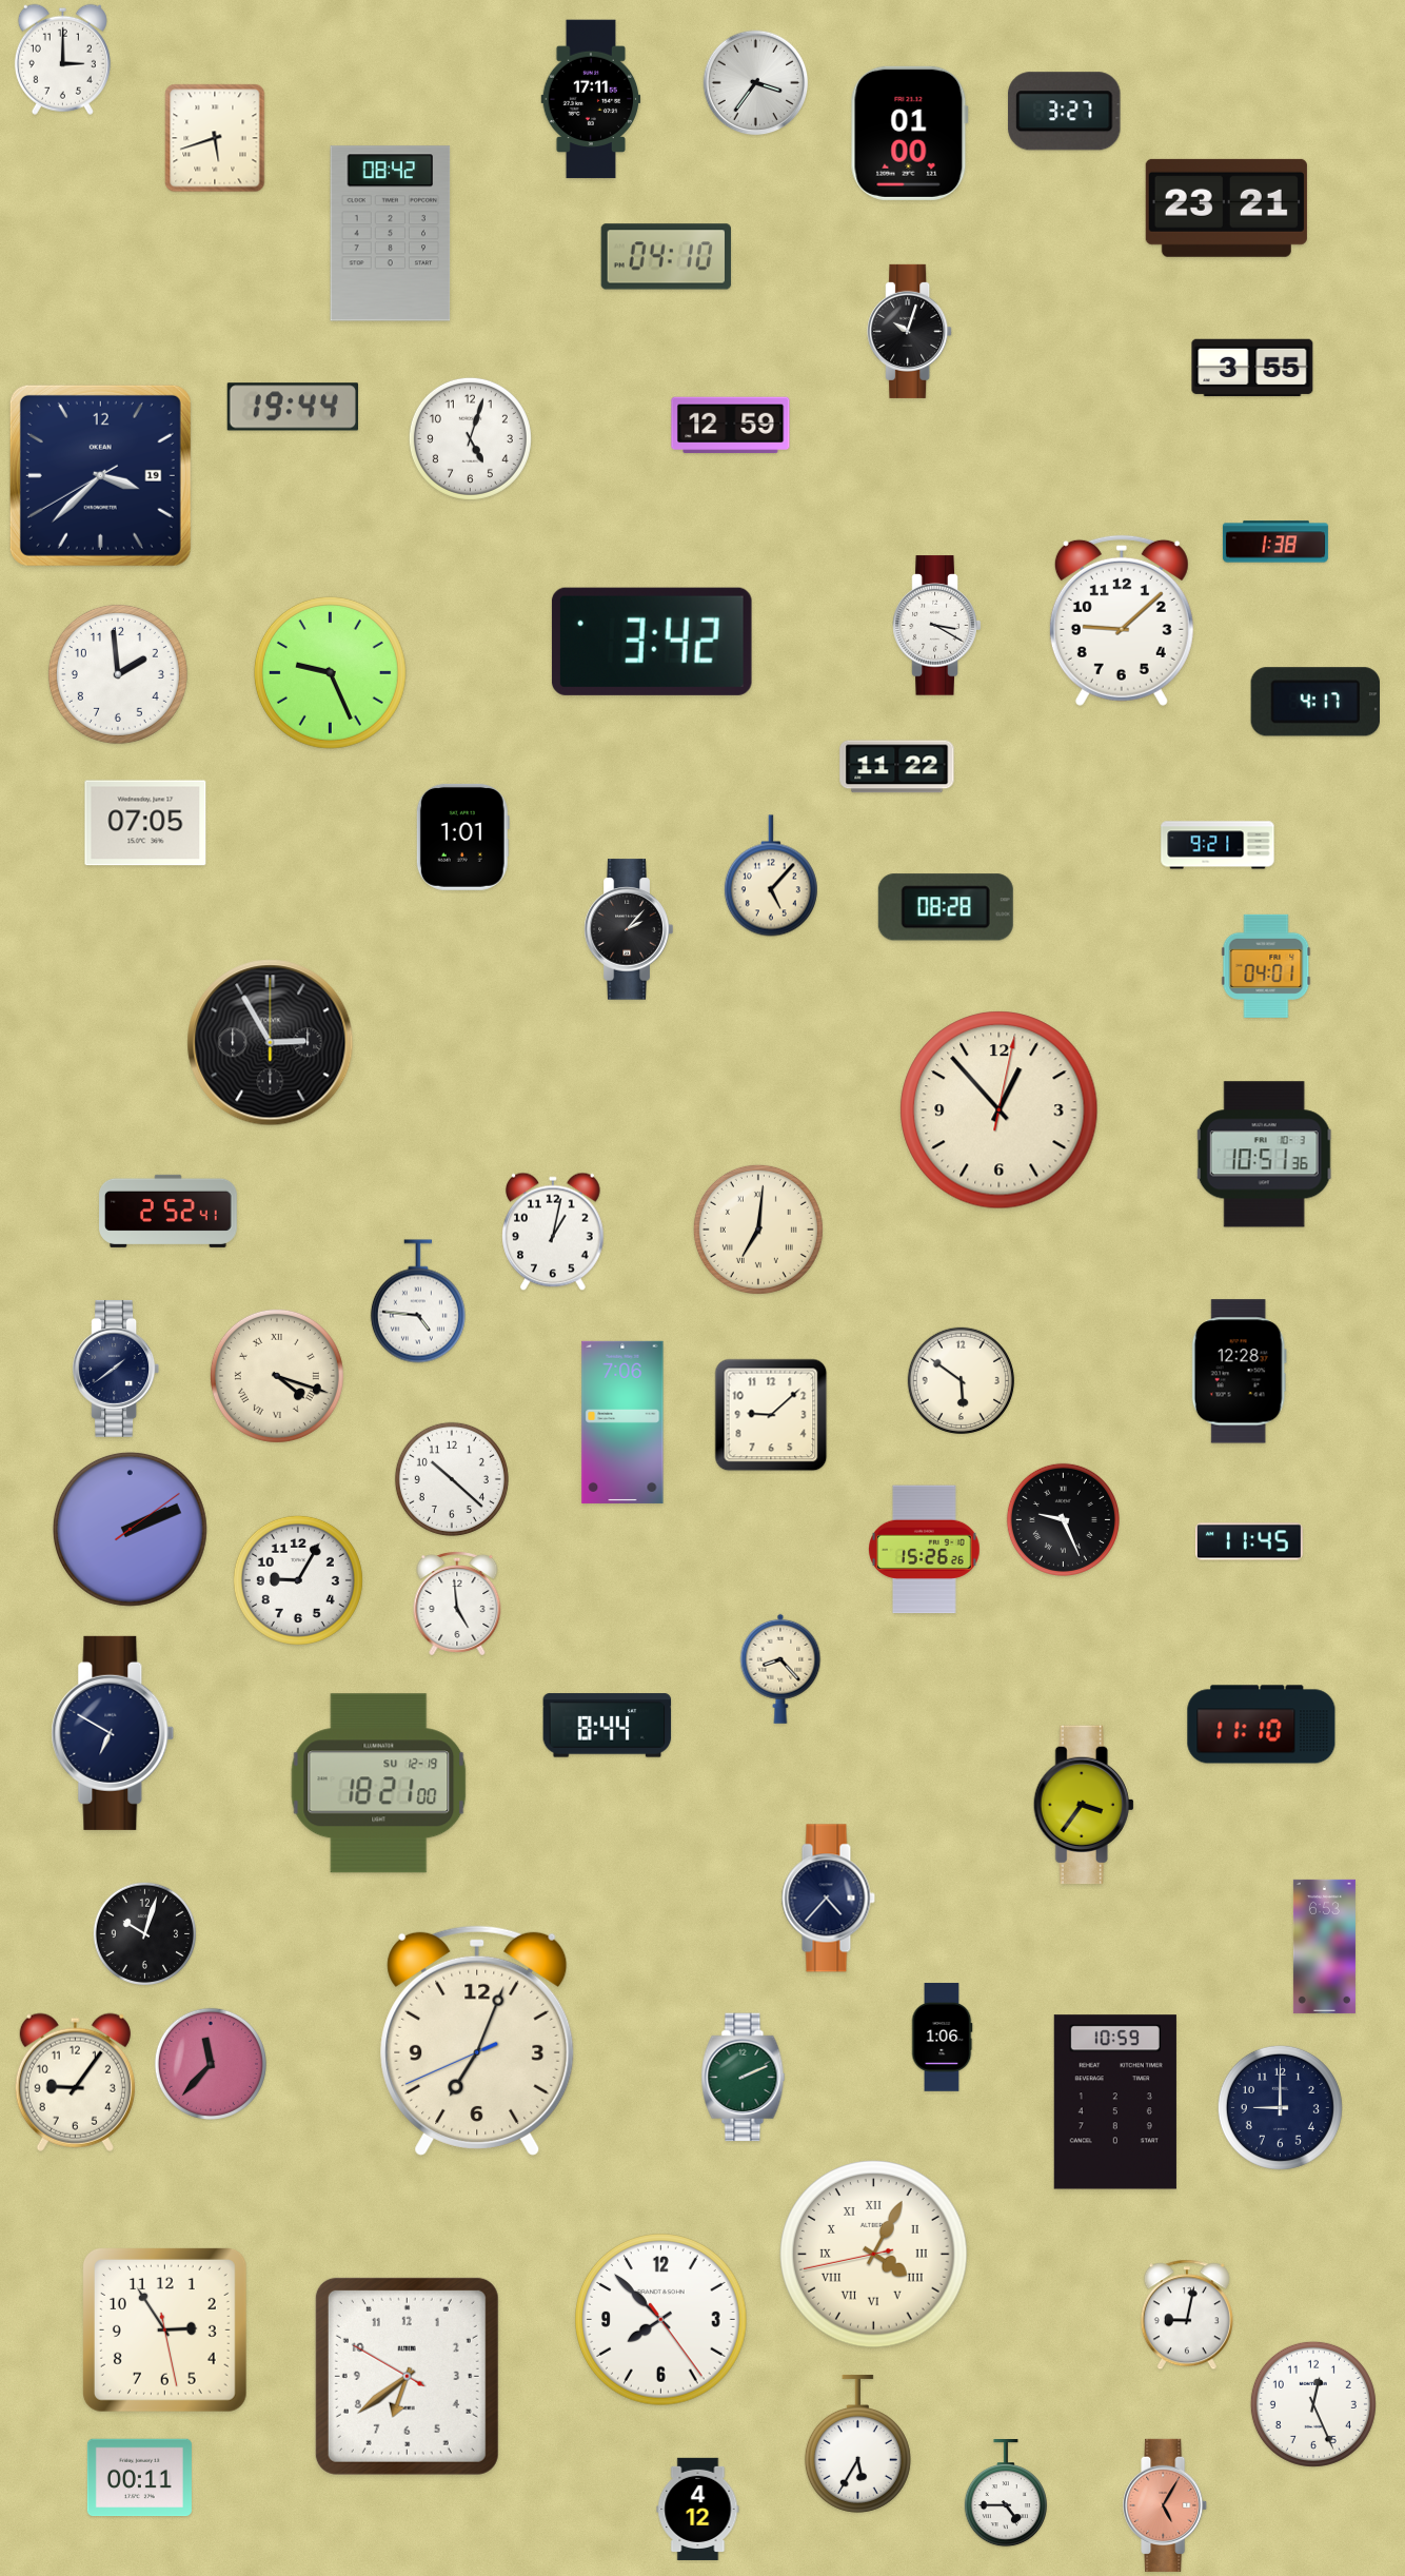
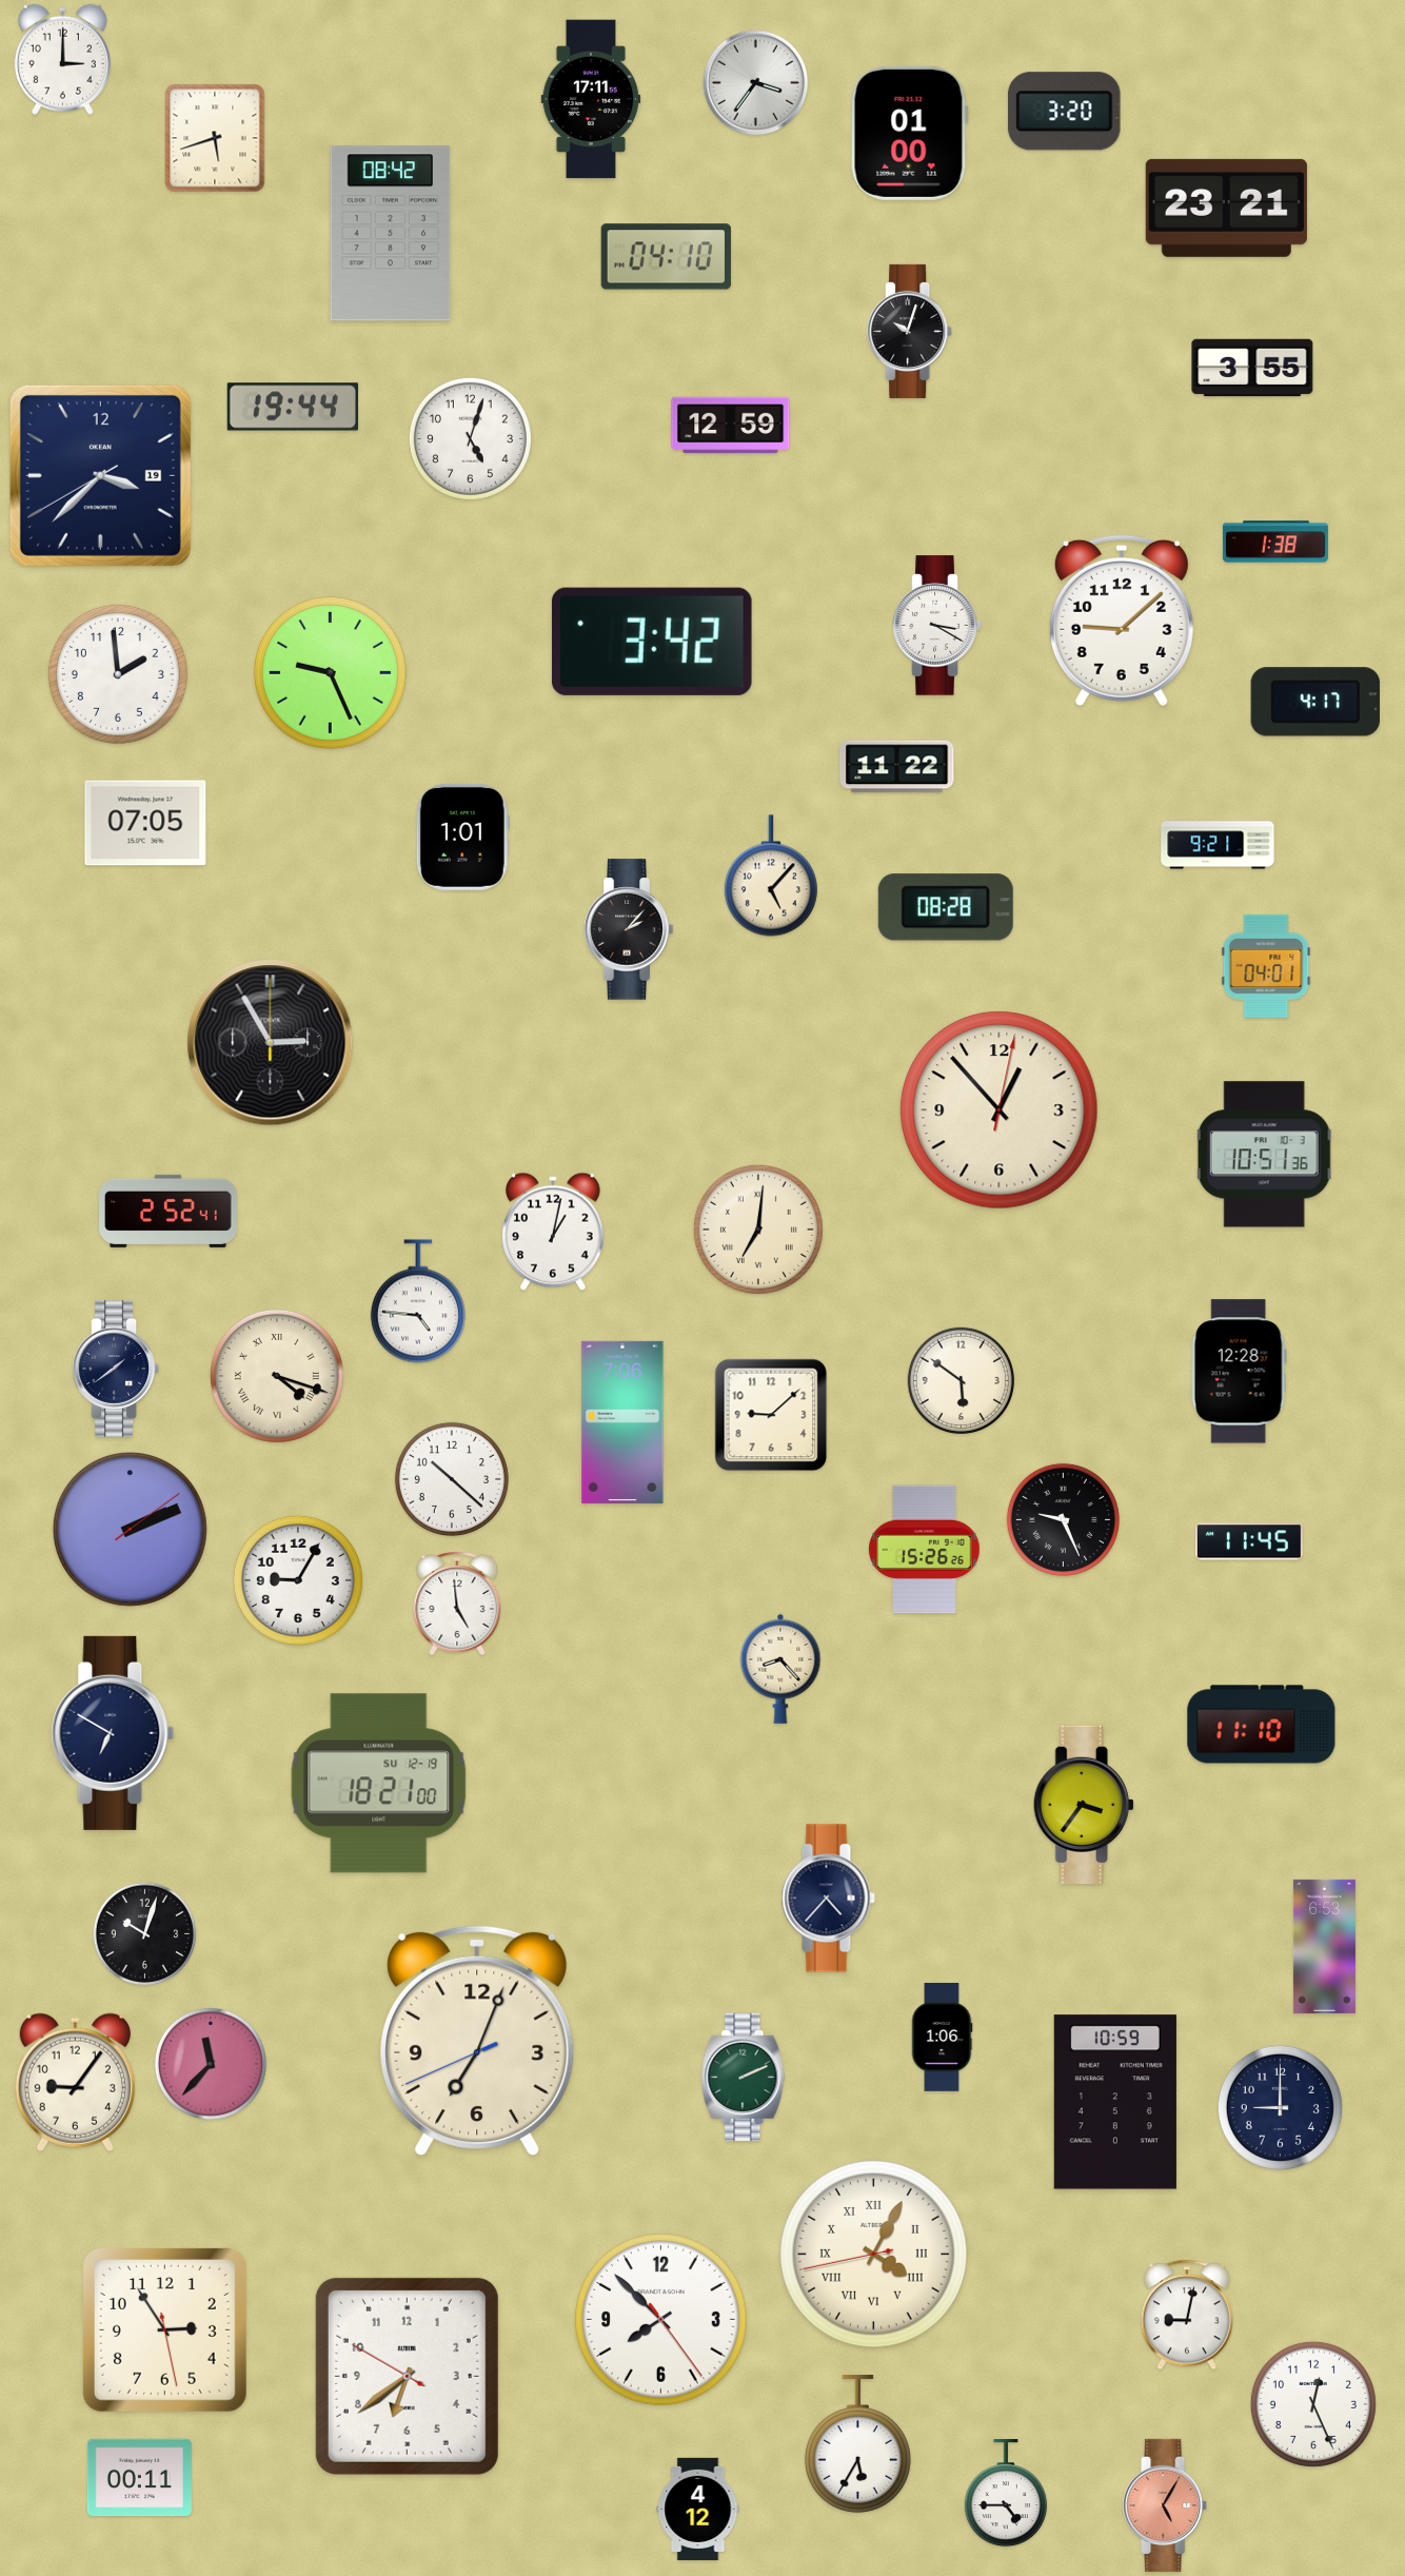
clock at (1065, 112): 3:27 -> 3:20
clock at (608, 1726): 8:44 -> none
